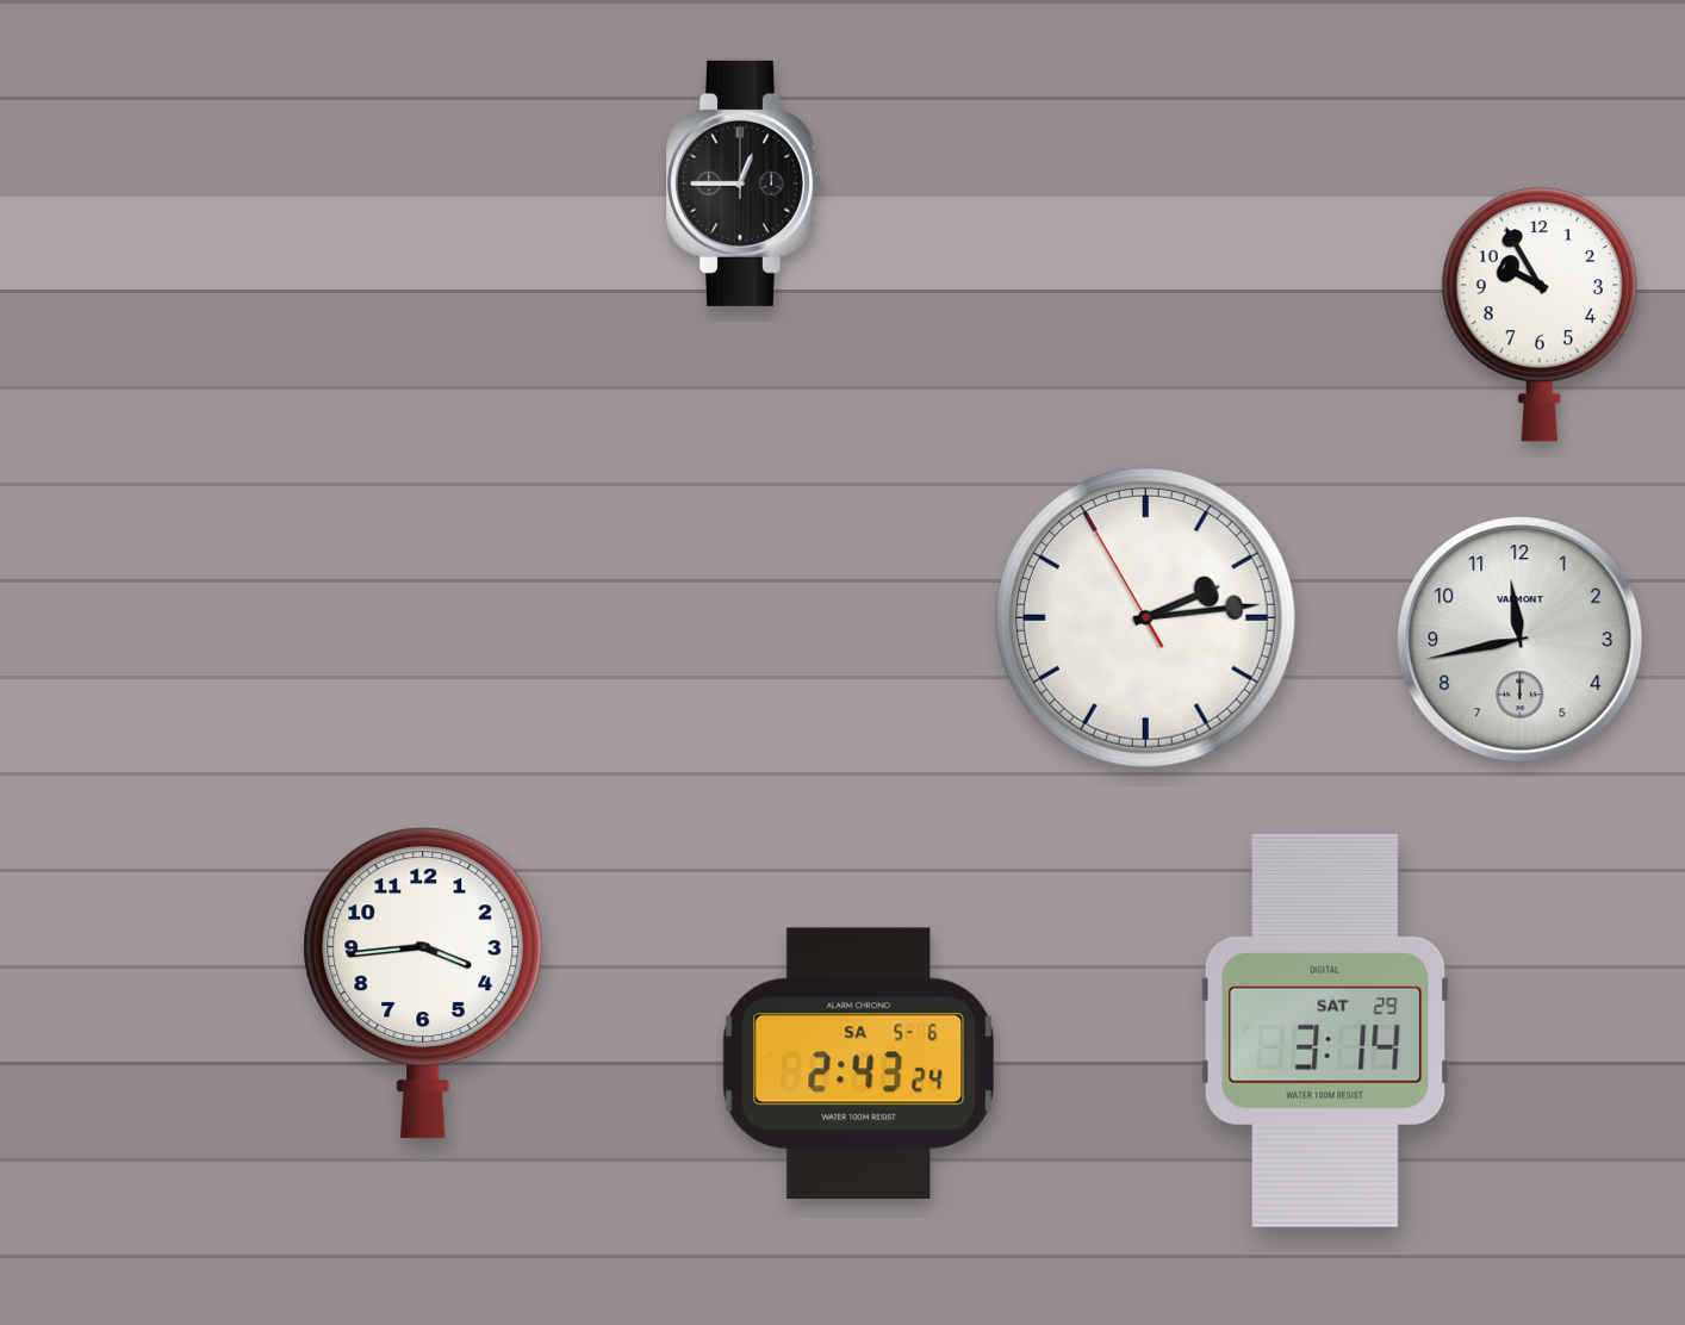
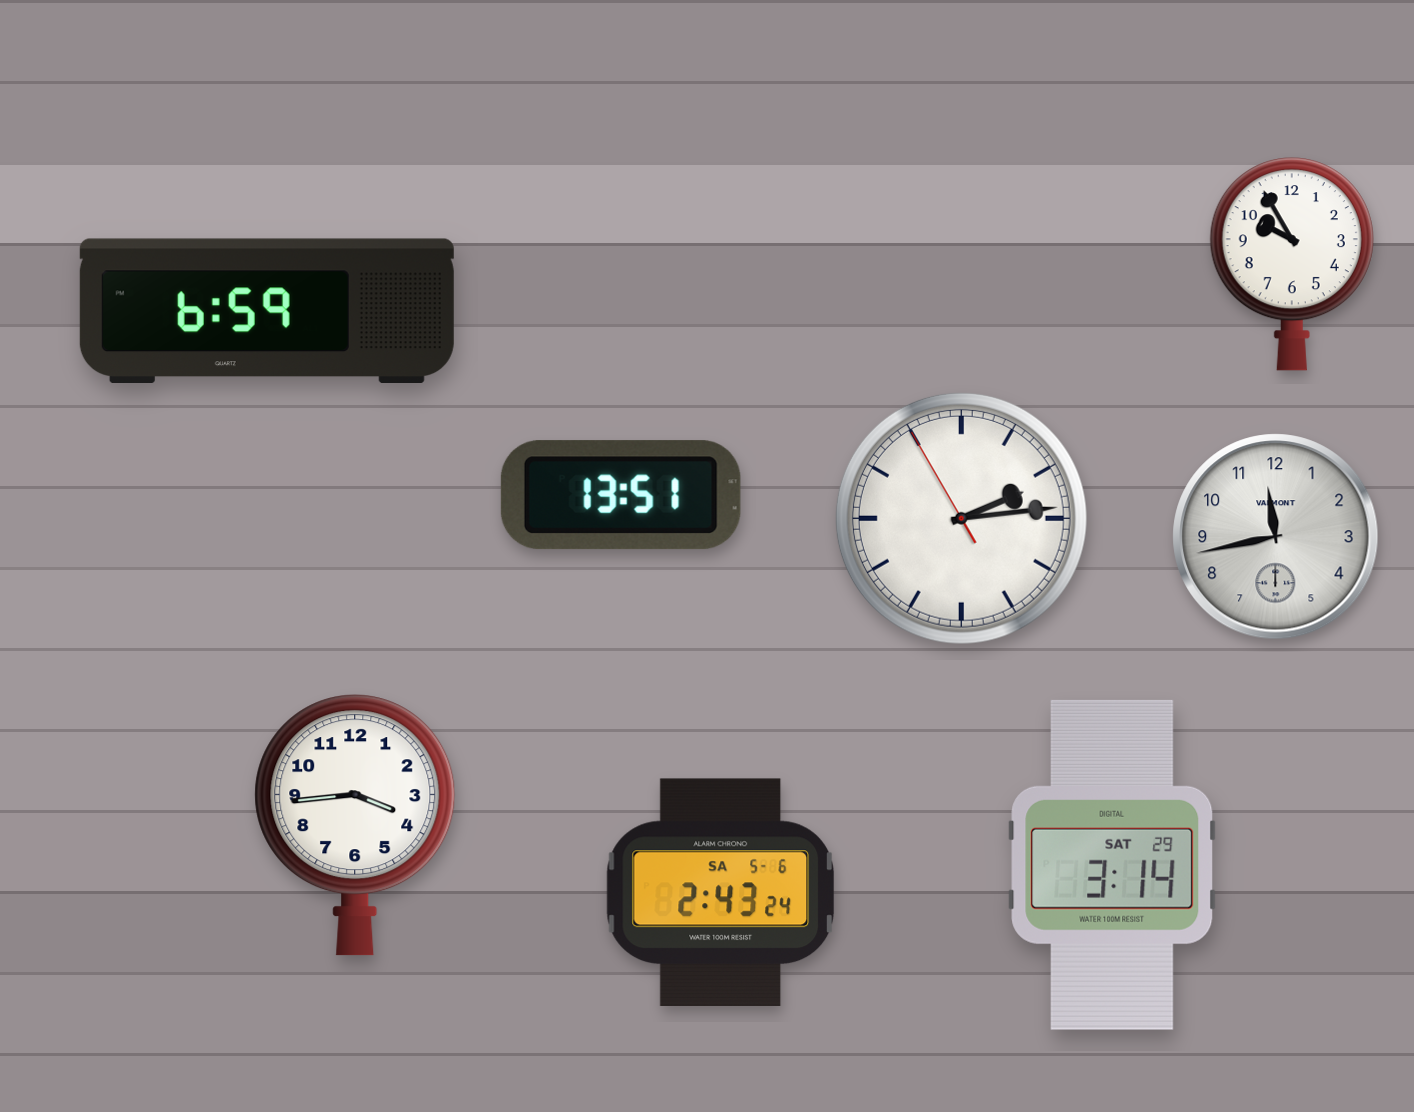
clock at (745, 183): 12:45 -> none
clock at (267, 310): none -> 6:59
clock at (621, 495): none -> 13:51
